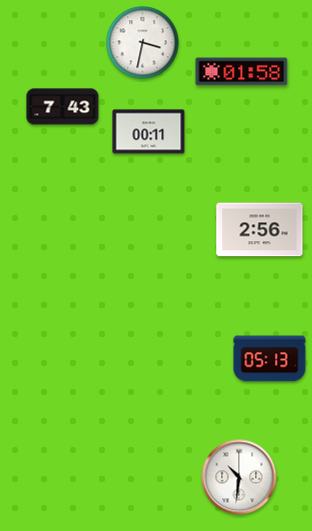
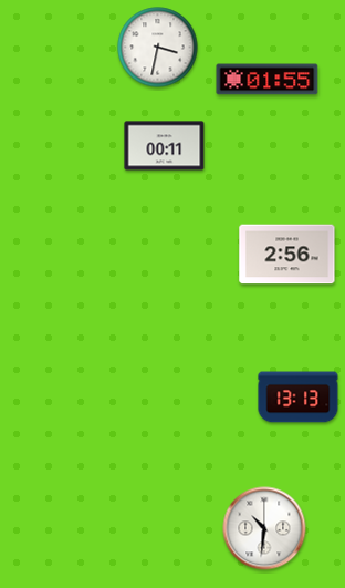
clock at (242, 72): 01:58 -> 01:55
clock at (63, 107): 7:43 -> none
clock at (270, 359): 05:13 -> 13:13
